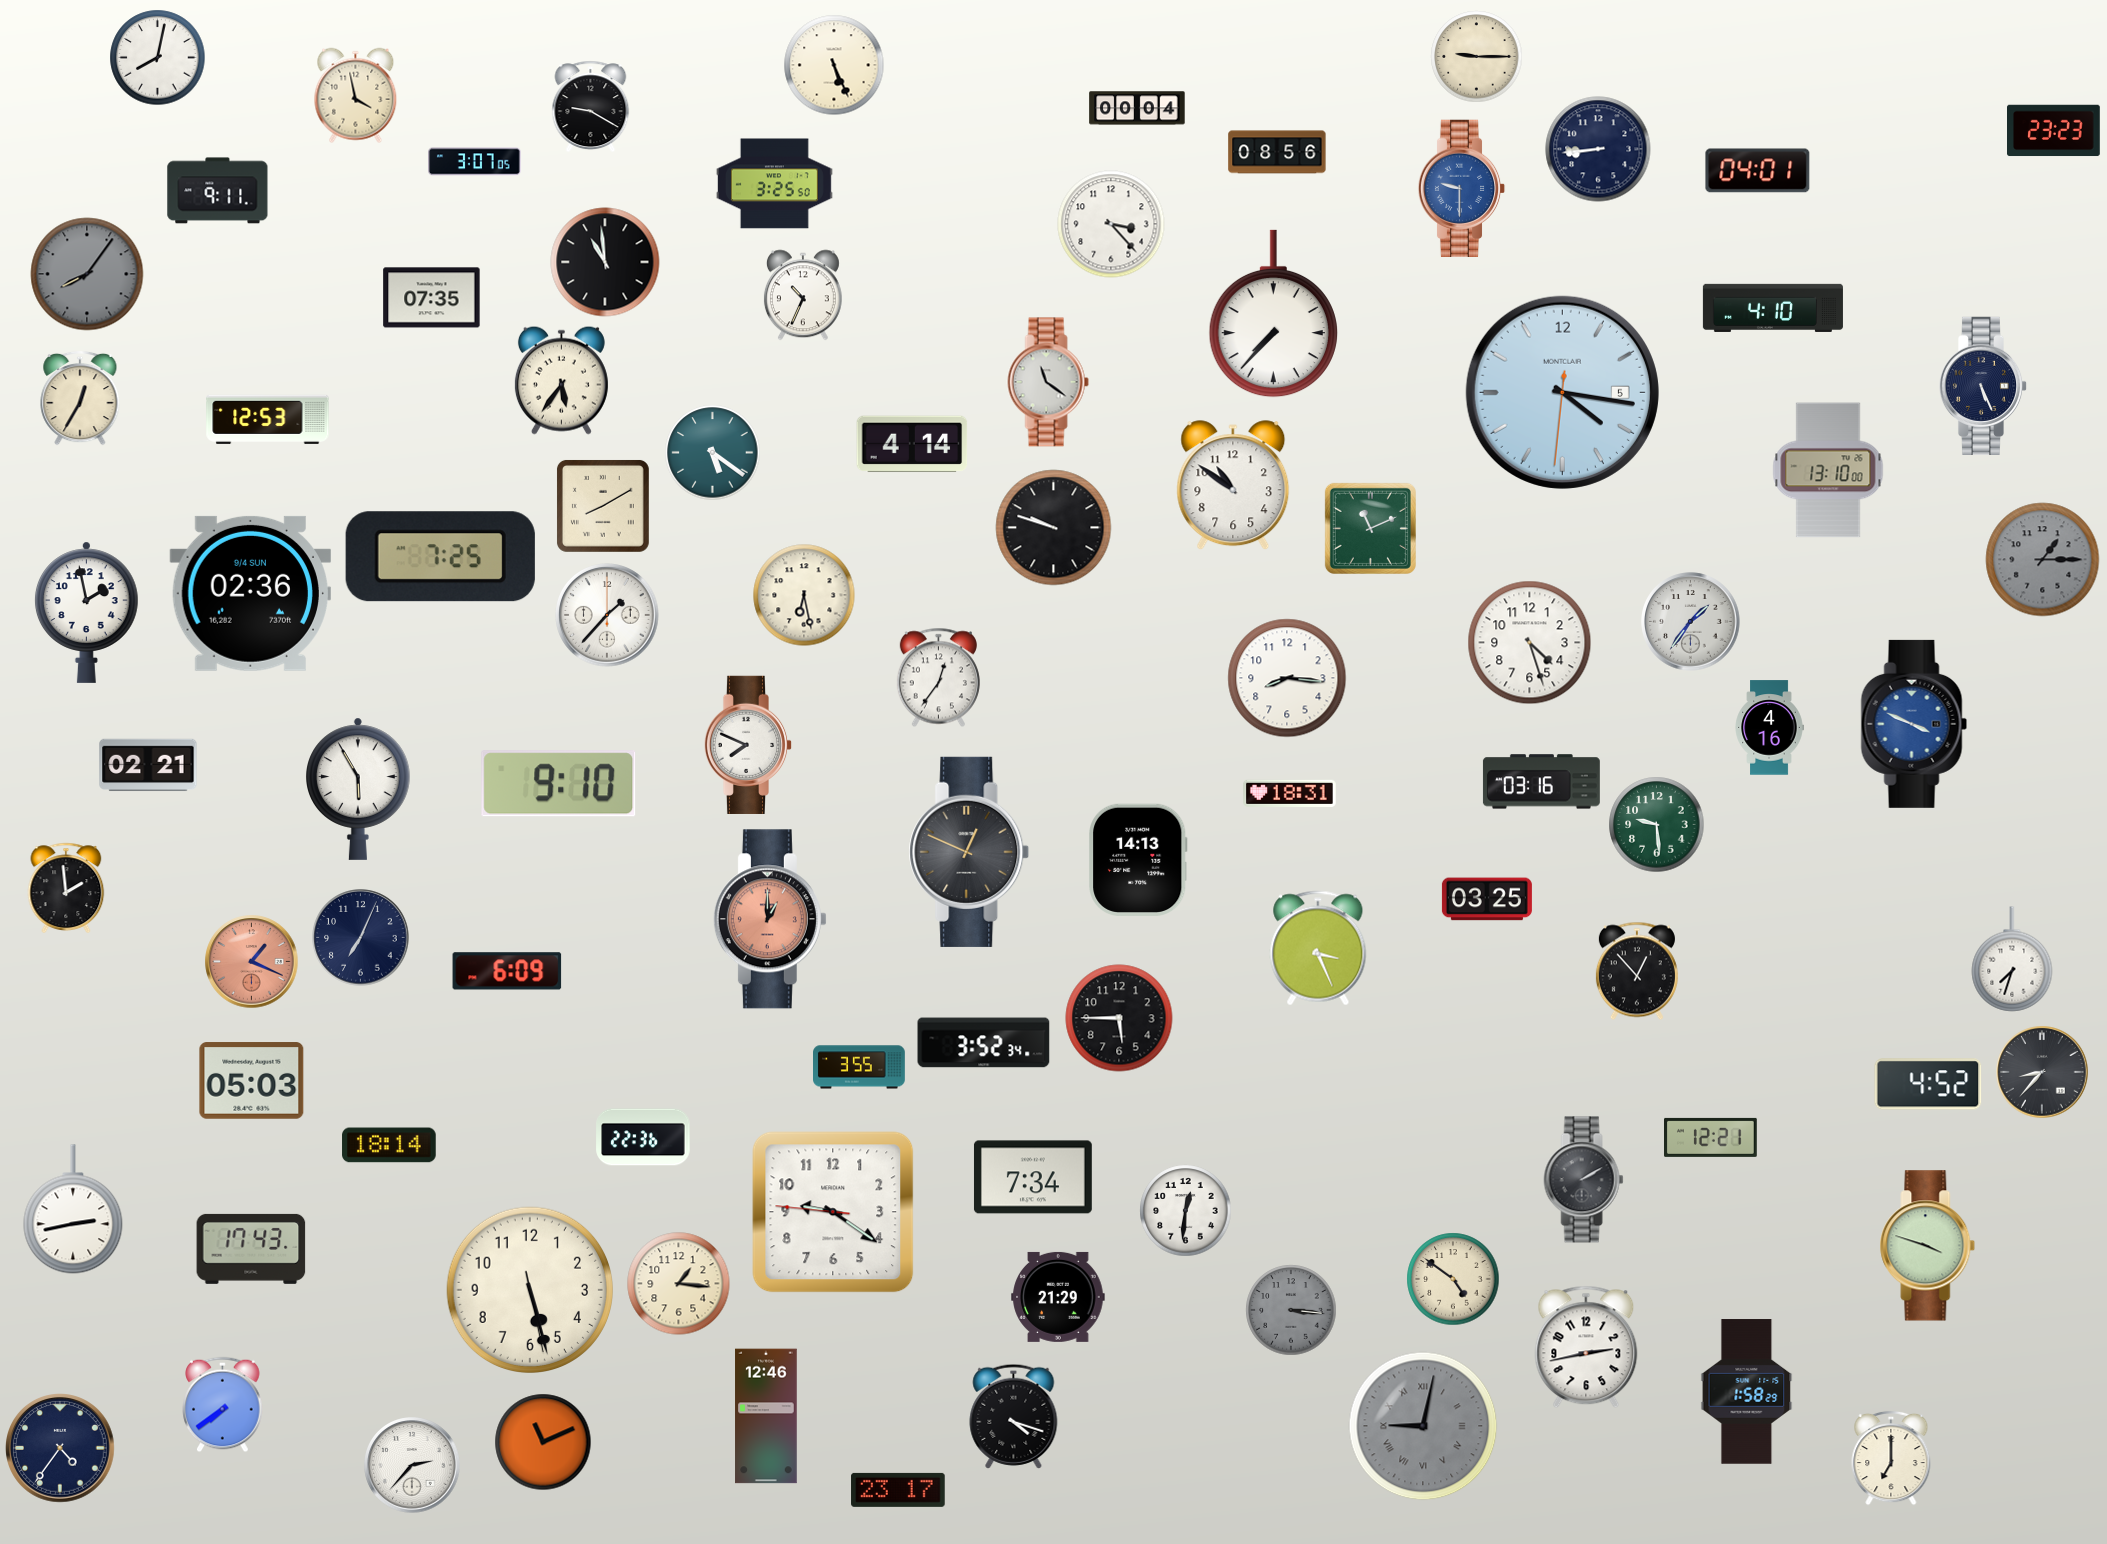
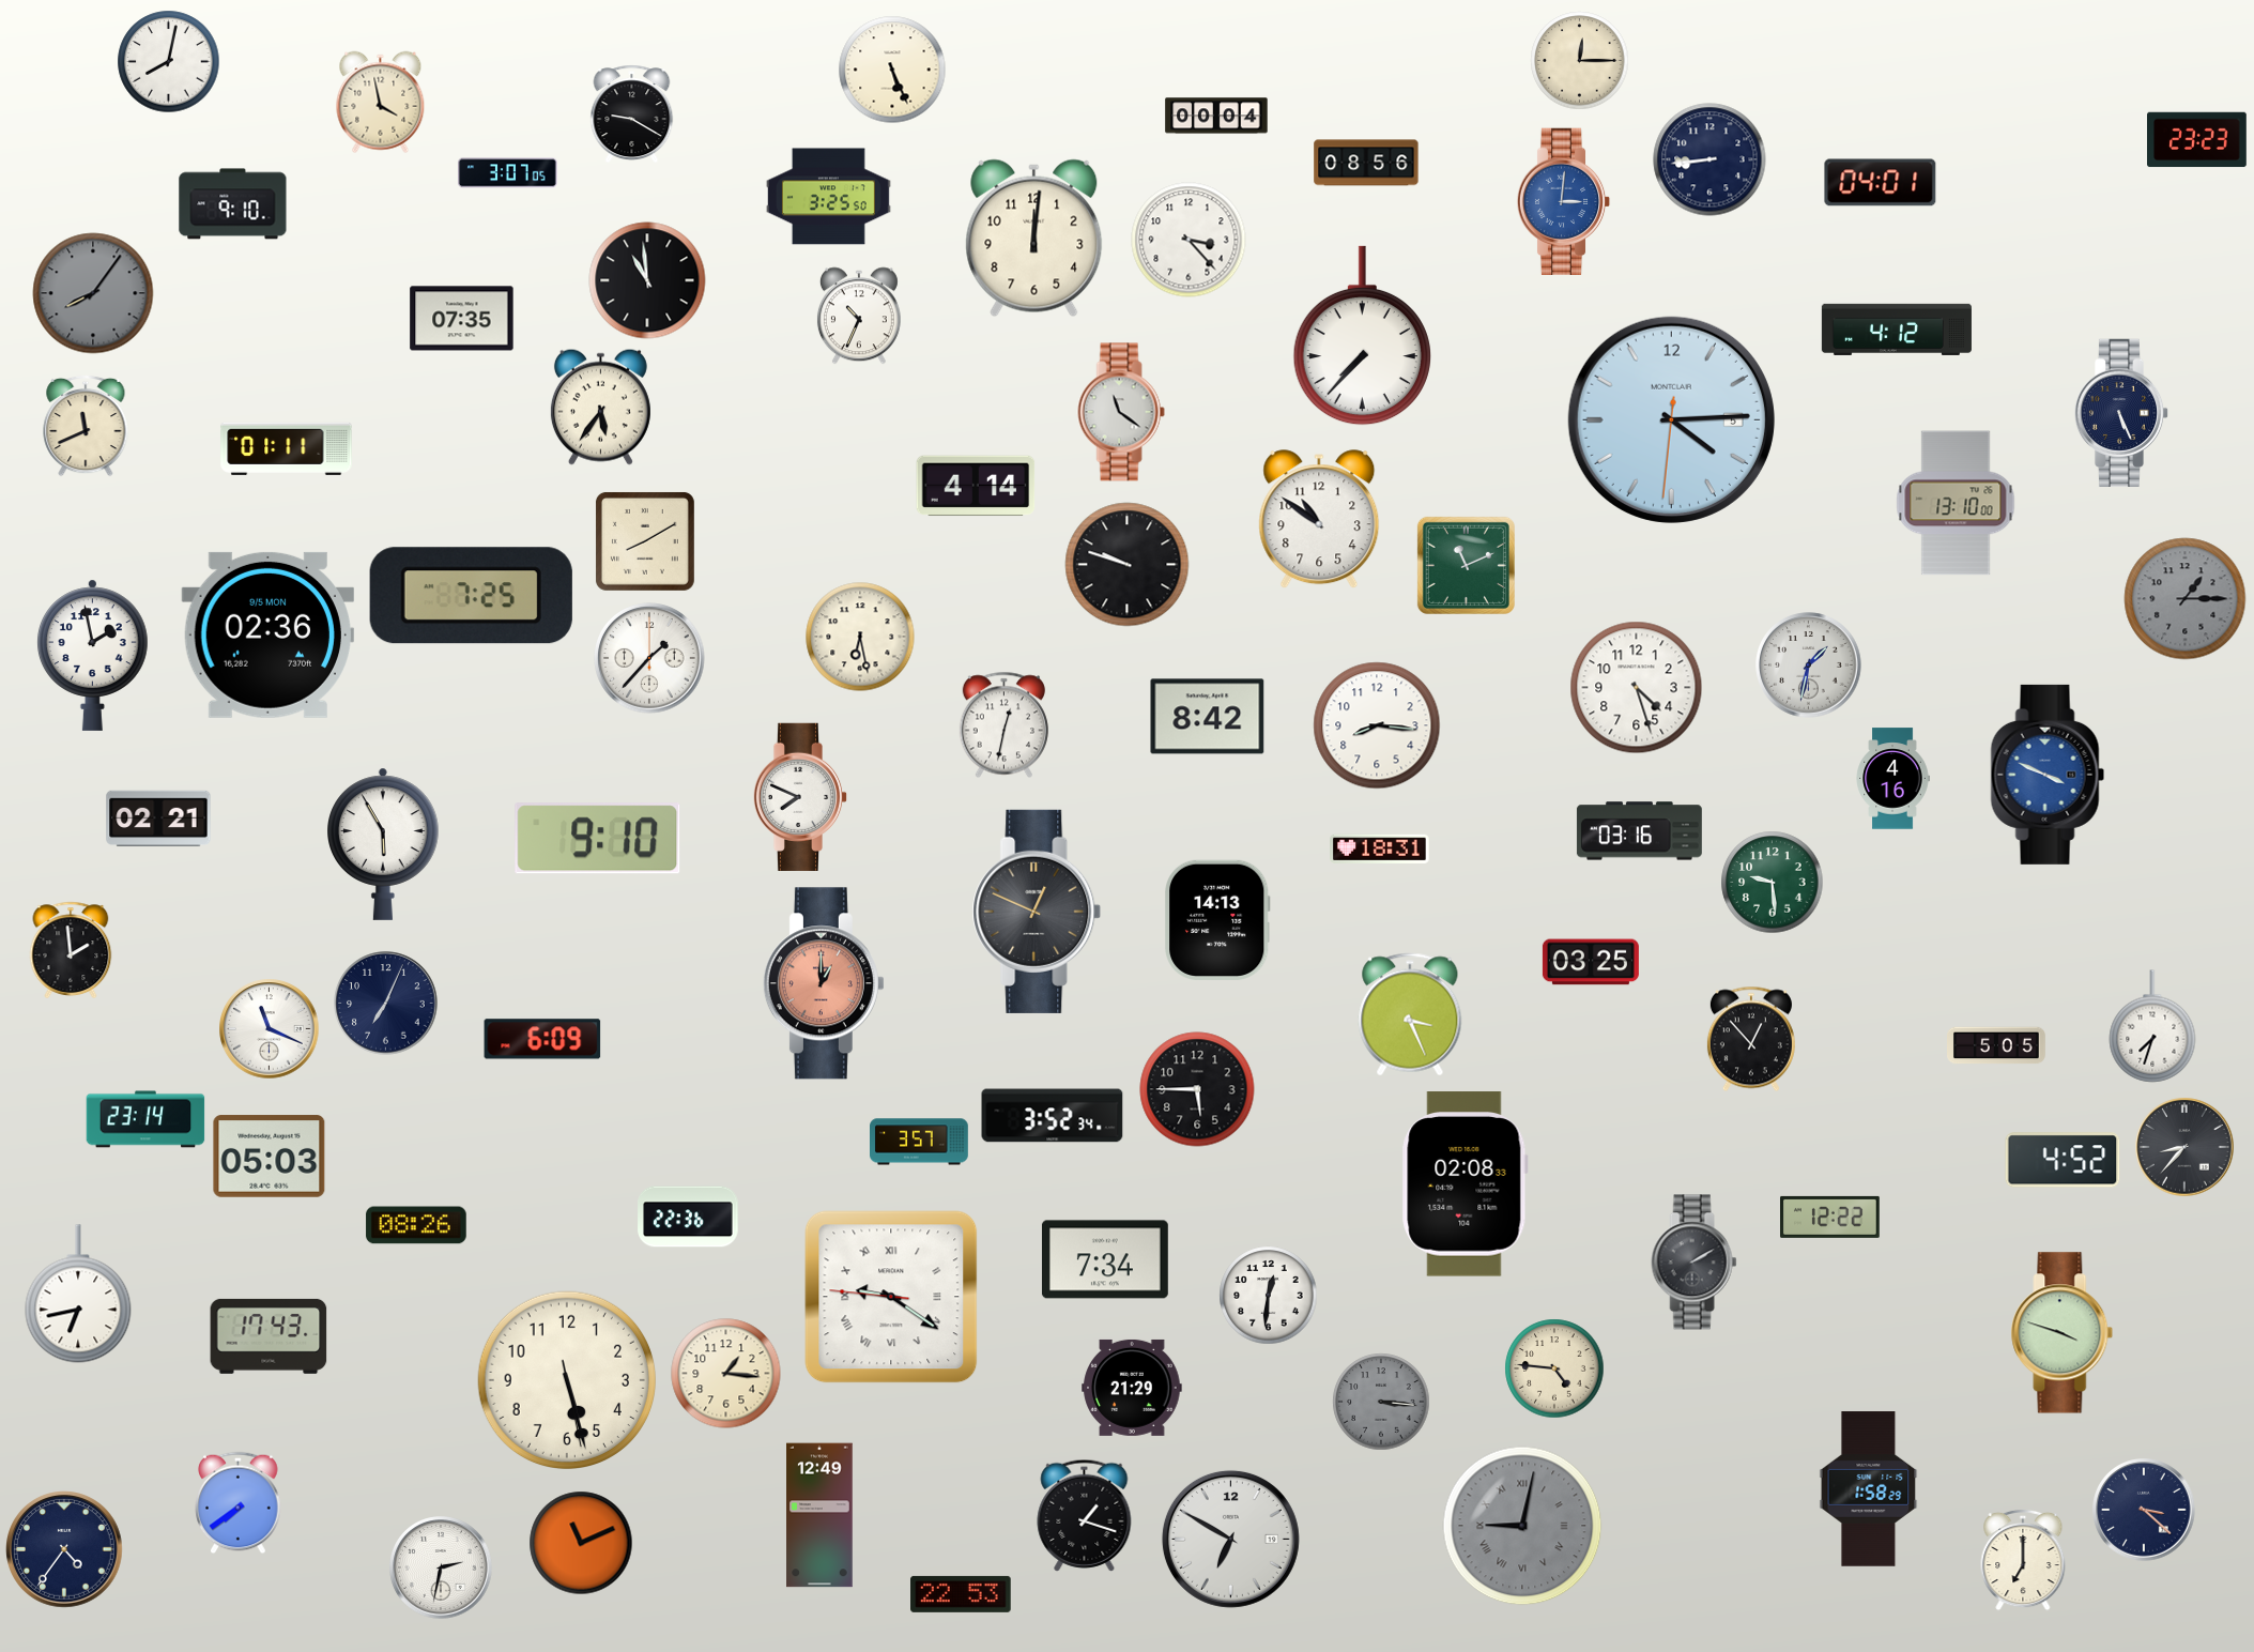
clock at (1477, 57): 9:15 -> 12:15
clock at (1462, 188): 9:30 -> 3:01
clock at (218, 191): 9:11 -> 9:10
clock at (1034, 239): none -> 12:01
clock at (1773, 308): 4:10 -> 4:12
clock at (1048, 382) position: (1048, 382) -> (1121, 412)
clock at (1562, 392): 4:16 -> 4:14
clock at (80, 398): 12:35 -> 11:41
clock at (268, 419): 12:53 -> 01:11
clock at (912, 444) position: (912, 444) -> (976, 486)
clock at (713, 453): 5:21 -> none
clock at (250, 593) date: 9/4 SUN -> 9/5 MON
clock at (1691, 622): 1:36 -> 1:32
clock at (1208, 717): none -> 8:42
clock at (938, 678): 12:36 -> 12:32
clock at (1541, 782) position: (1541, 782) -> (1639, 831)
clock at (252, 962): 1:19 -> 11:19
clock at (252, 962) dial: salmon -> white
clock at (1997, 1045): none -> 5:05
clock at (145, 1119): none -> 23:14
clock at (860, 1067): 3:55 -> 3:57
clock at (1465, 1184): none -> 02:08
clock at (1711, 1137): 12:21 -> 12:22
clock at (389, 1145): 18:14 -> 08:26
clock at (73, 1209): 2:43 -> 6:43
clock at (833, 1212) numerals: Arabic -> Roman
clock at (1453, 1279): 4:51 -> 4:46
clock at (1586, 1347): 2:43 -> none
clock at (2144, 1510): none -> 3:22
clock at (766, 1416): 12:46 -> 12:49
clock at (1014, 1416): 4:18 -> 1:18
clock at (1230, 1539): none -> 6:50
clock at (412, 1465): 2:37 -> 2:32
clock at (898, 1490): 23:17 -> 22:53
